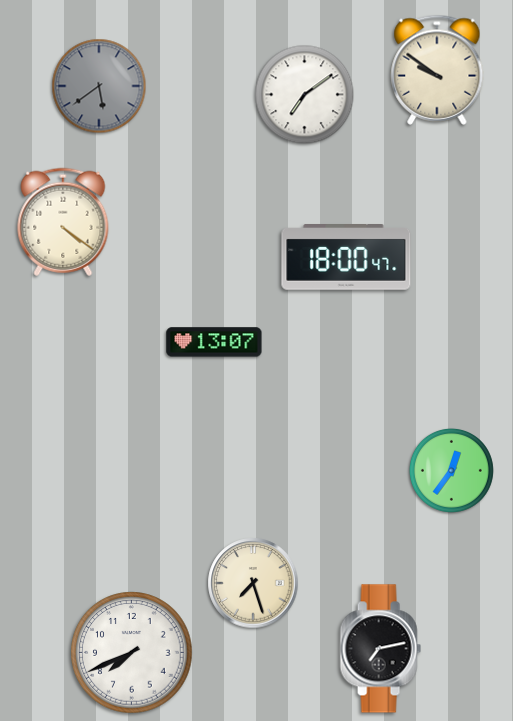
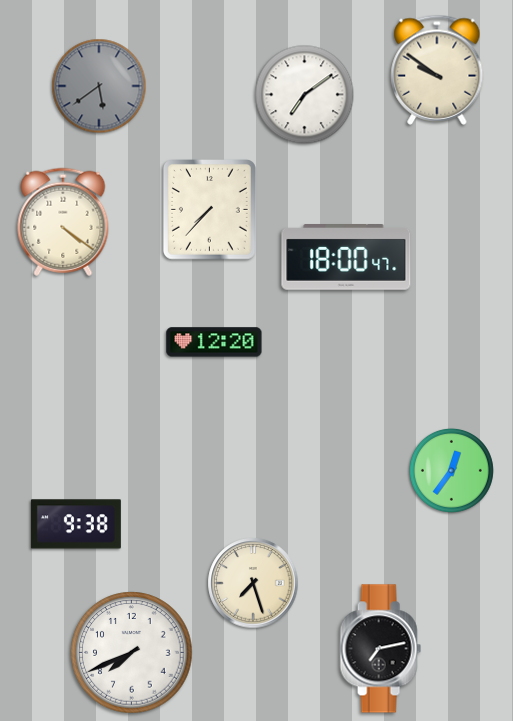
clock at (210, 210): none -> 7:37
clock at (214, 342): 13:07 -> 12:20
clock at (76, 524): none -> 9:38
